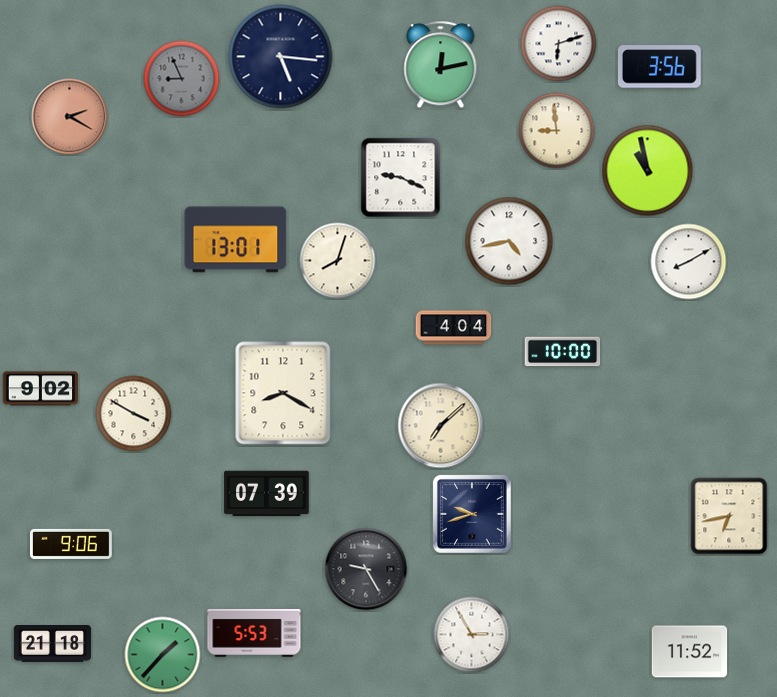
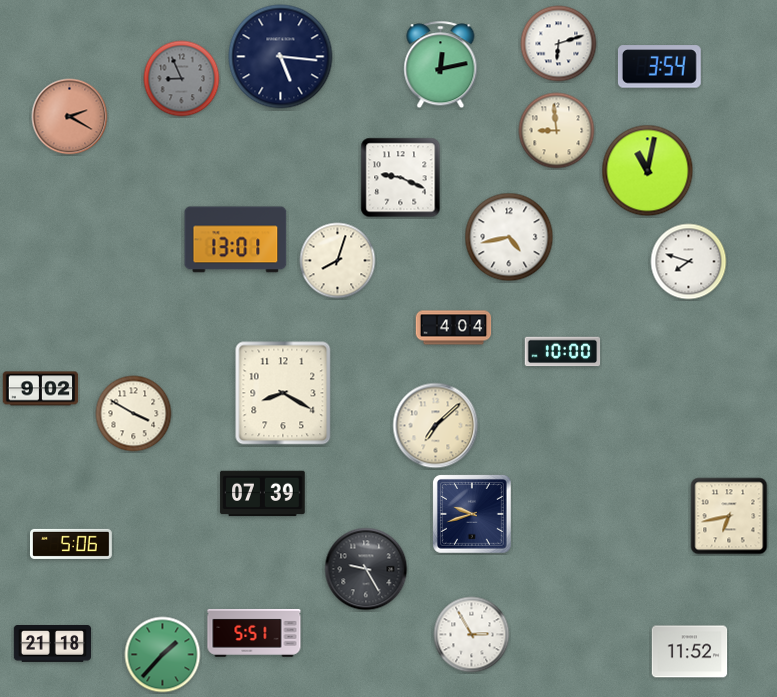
clock at (659, 67): 3:56 -> 3:54
clock at (648, 171): 10:58 -> 11:02
clock at (509, 241) position: (509, 241) -> (509, 237)
clock at (689, 262): 8:10 -> 7:48
clock at (441, 426) position: (441, 426) -> (436, 426)
clock at (267, 494) position: (267, 494) -> (263, 494)
clock at (72, 544): 9:06 -> 5:06
clock at (254, 633): 5:53 -> 5:51
